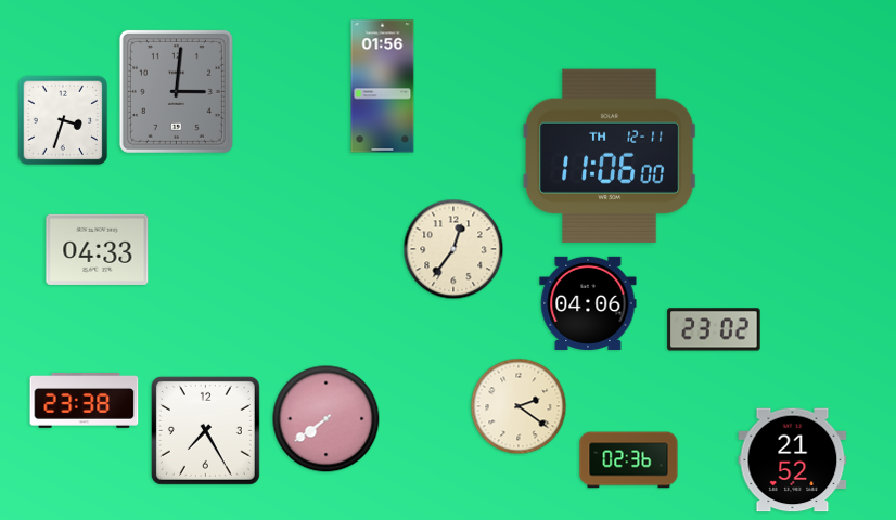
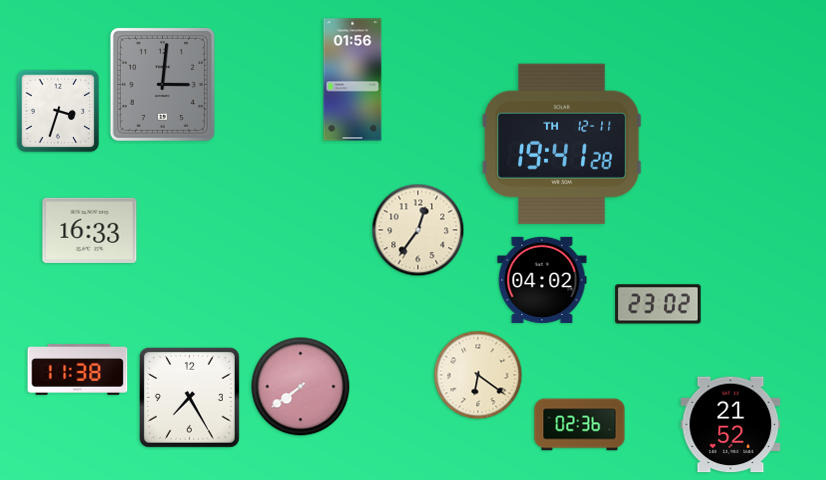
clock at (610, 156): 11:06 -> 19:41
clock at (98, 249): 04:33 -> 16:33
clock at (588, 303): 04:06 -> 04:02
clock at (85, 401): 23:38 -> 11:38
clock at (519, 406): 2:21 -> 6:21
